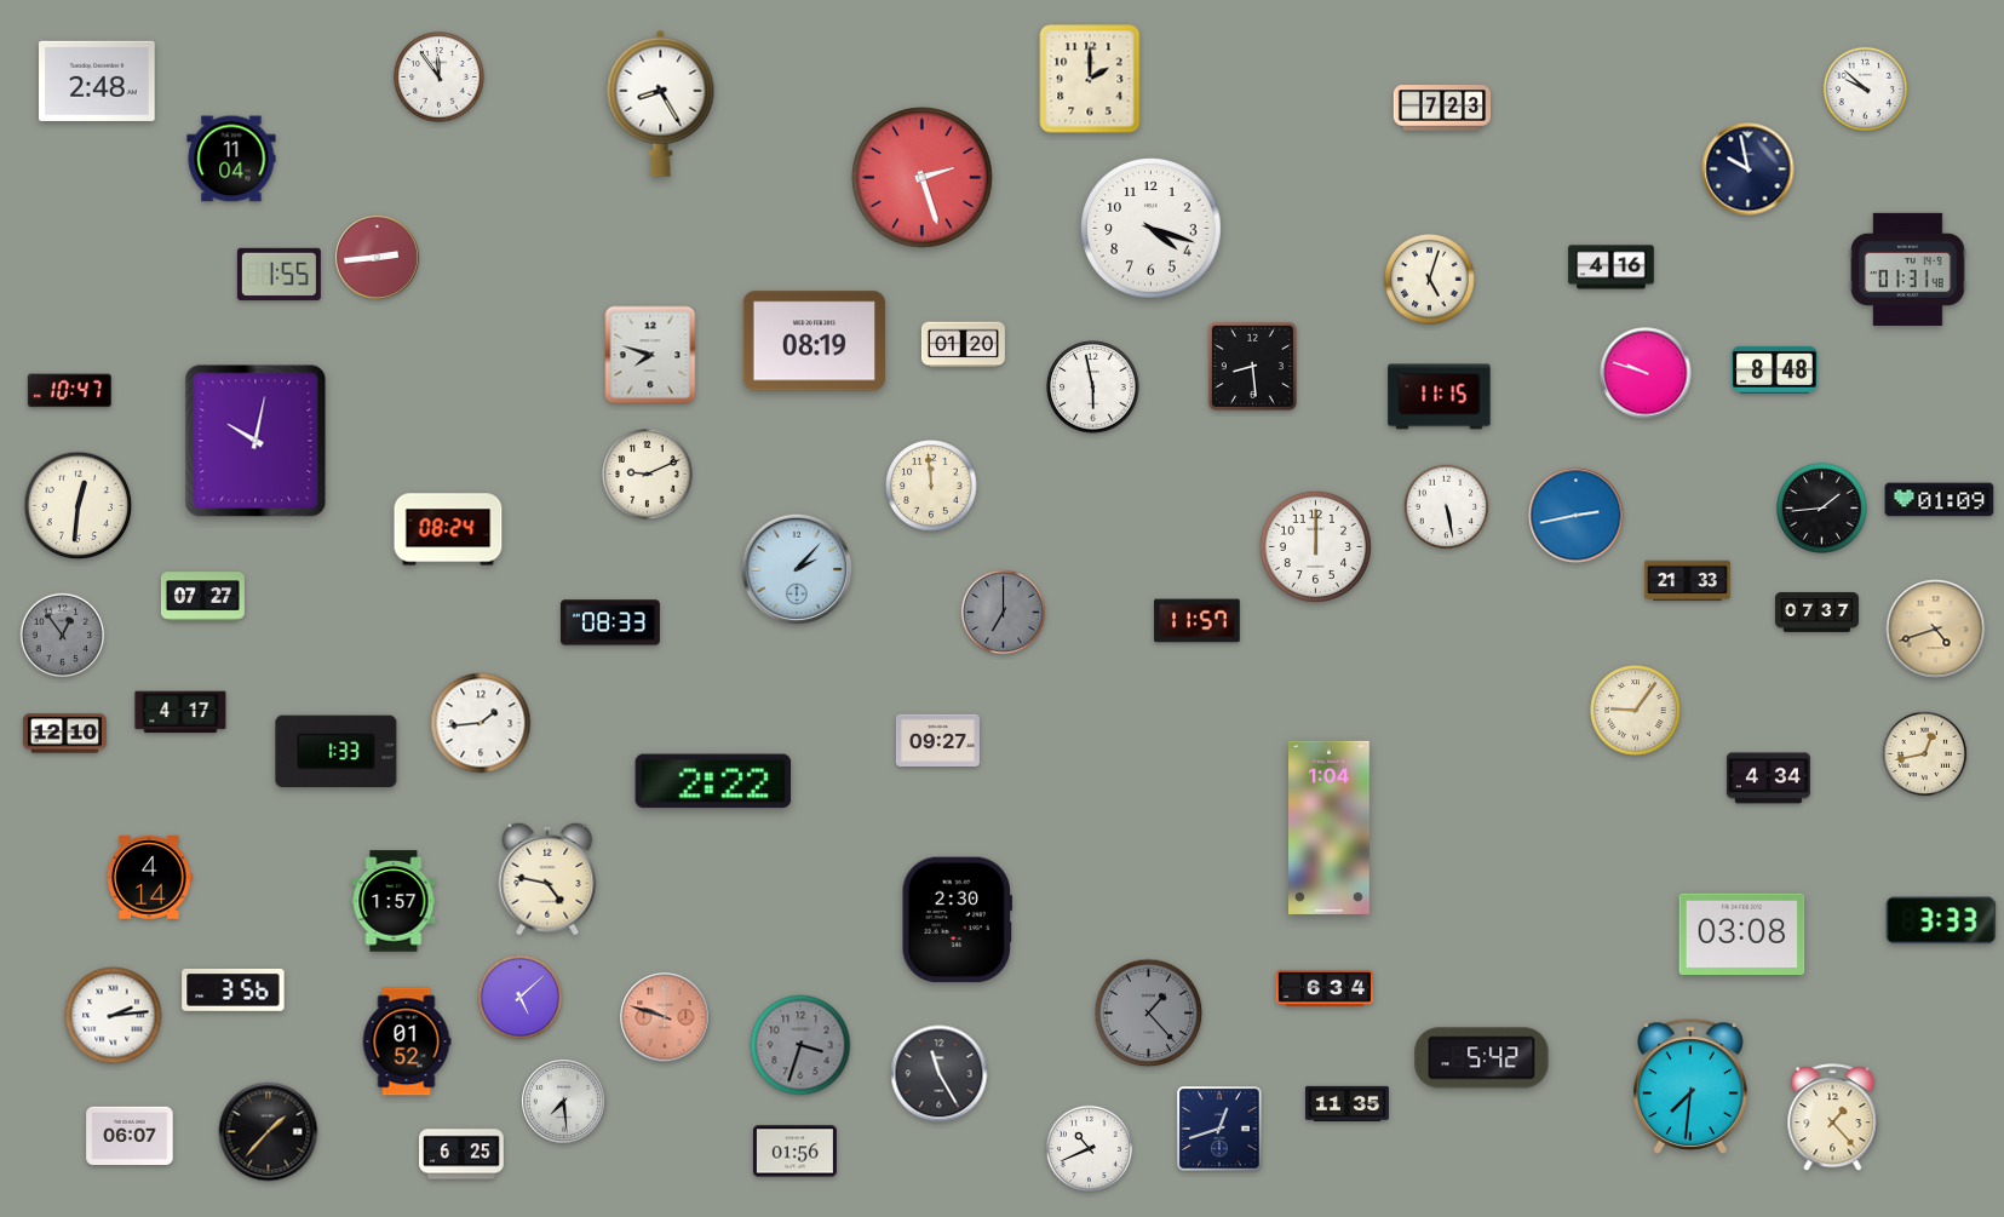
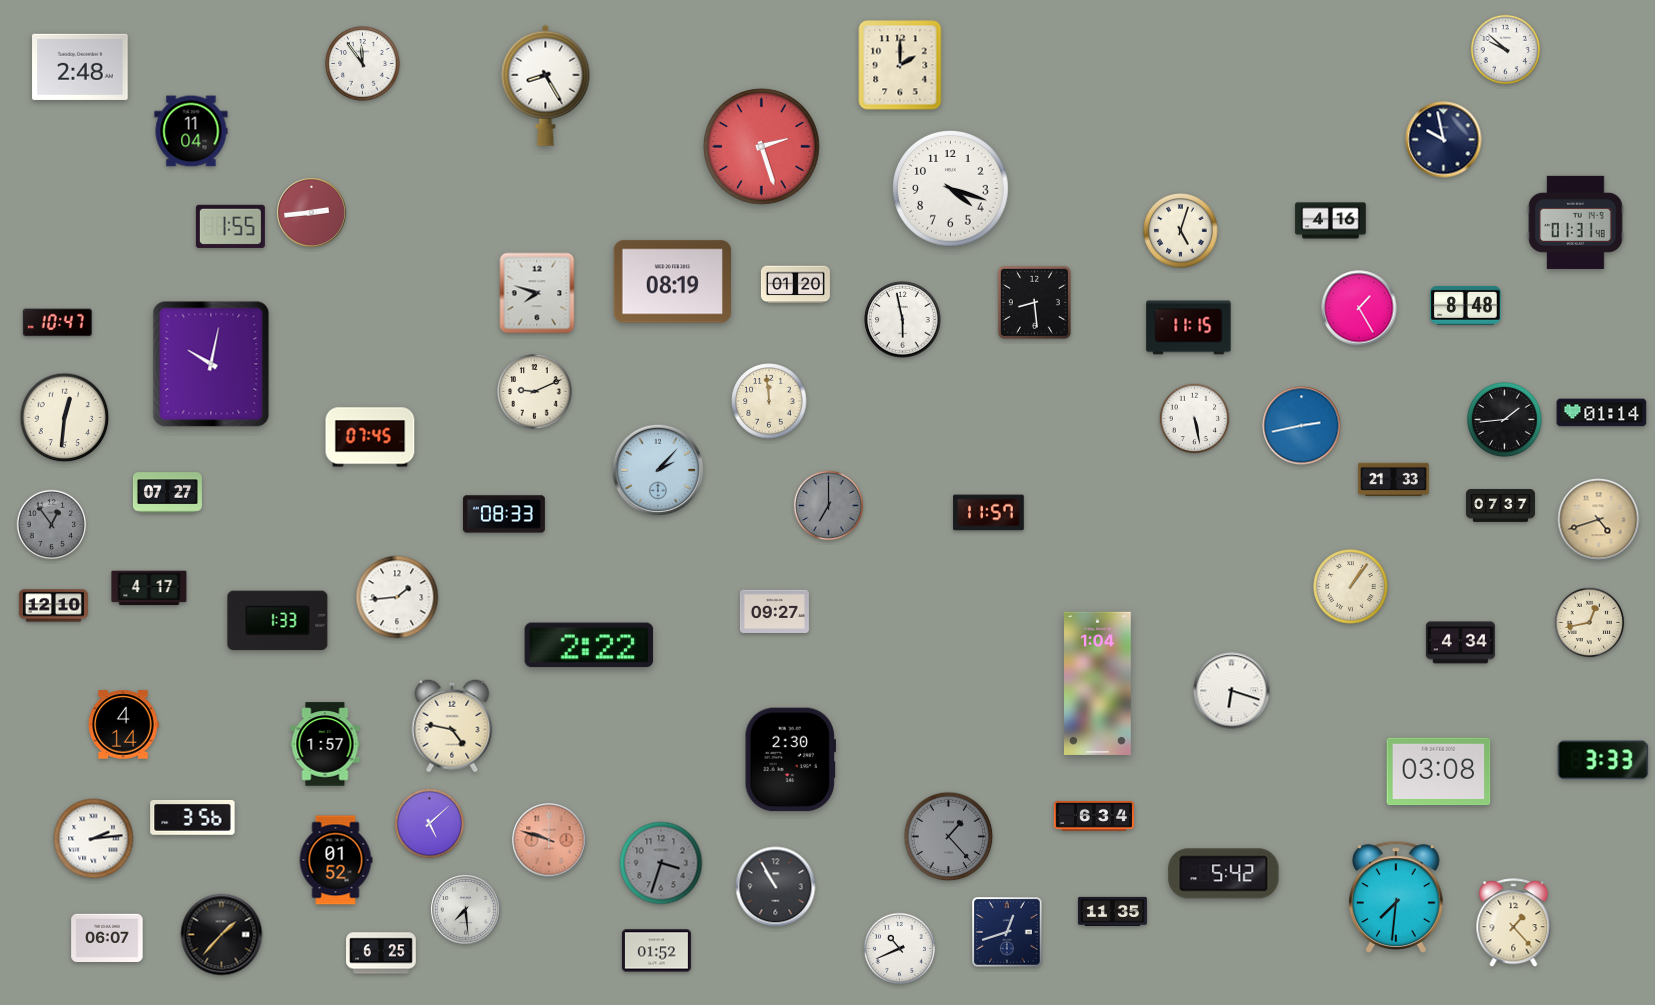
clock at (1866, 90) position: (1866, 90) -> (1506, 50)
clock at (1441, 108): 7:23 -> none
clock at (1646, 373): 9:48 -> 1:25
clock at (1940, 500): 01:09 -> 01:14
clock at (448, 529): 08:24 -> 07:45
clock at (1315, 546): 12:00 -> none
clock at (1636, 711): 9:06 -> 1:06
clock at (1232, 691): none -> 6:18
clock at (940, 1074): 11:25 -> 10:55
clock at (794, 1152): 01:56 -> 01:52
